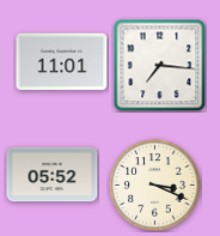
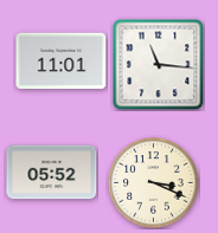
clock at (159, 65): 7:16 -> 11:16
